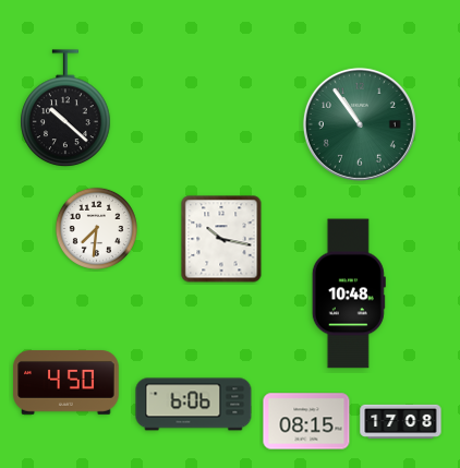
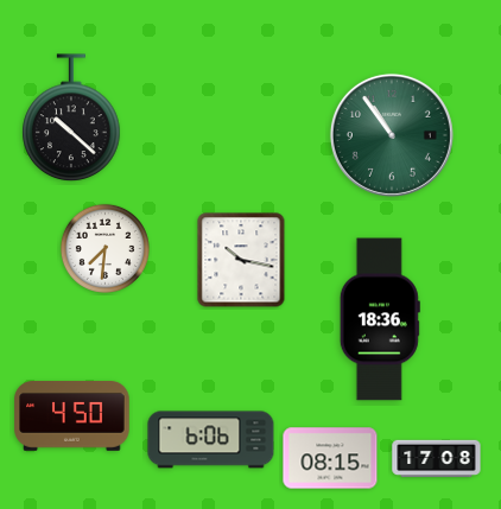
clock at (349, 293): 10:48 -> 18:36
clock at (306, 421) position: (306, 421) -> (330, 458)
